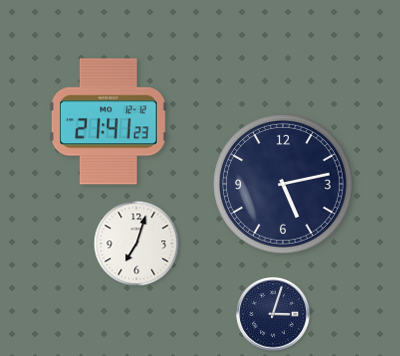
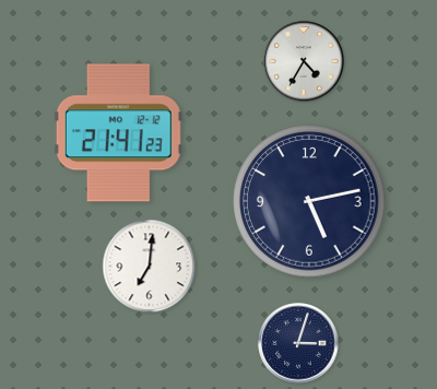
clock at (304, 61): none -> 4:35
clock at (137, 244): 7:03 -> 7:01
